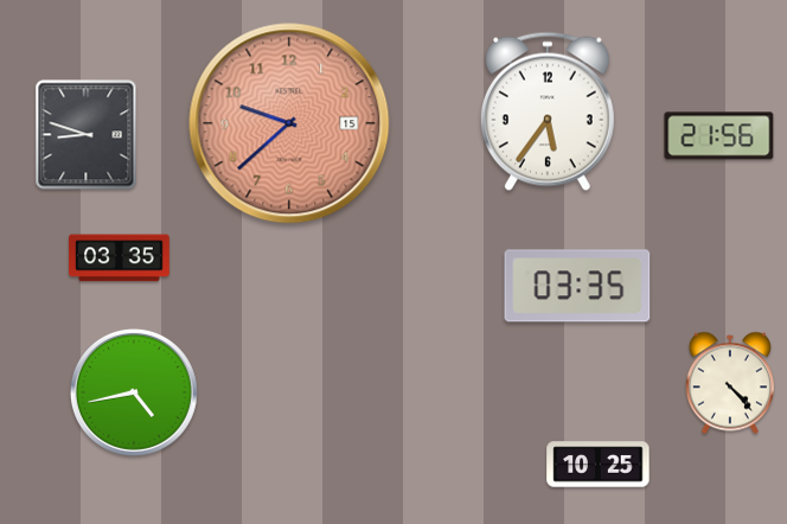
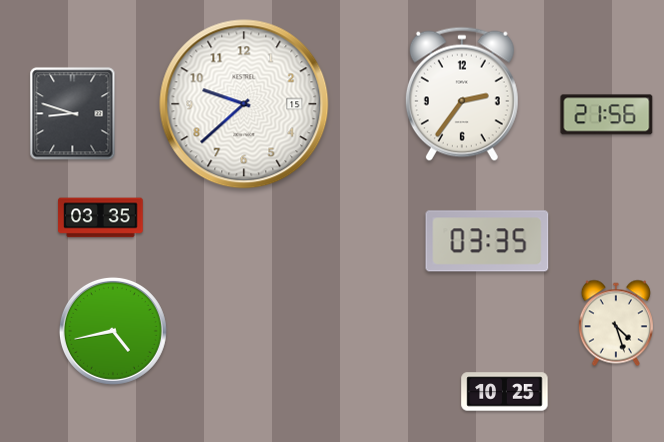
clock at (548, 111): 5:36 -> 2:36
clock at (289, 123) dial: salmon -> white
clock at (730, 383): 4:23 -> 4:27
